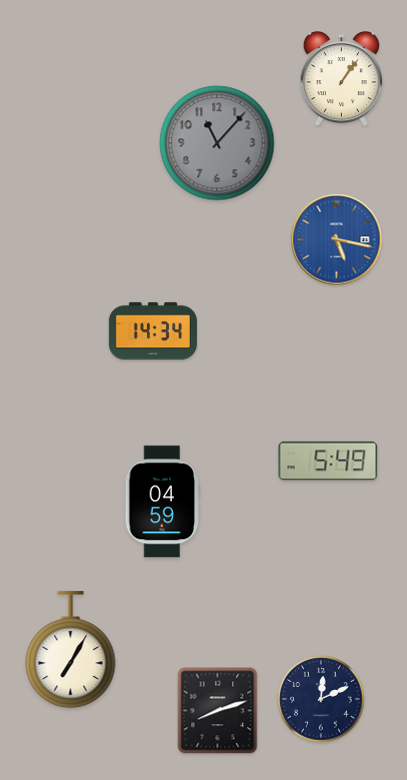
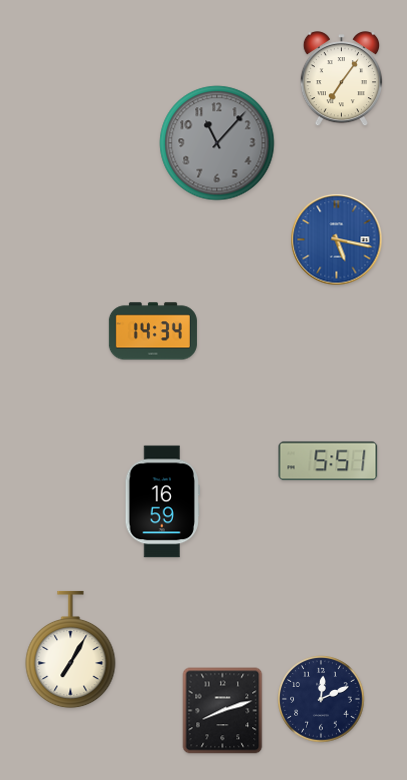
clock at (341, 80): 1:06 -> 7:06
clock at (328, 461): 5:49 -> 5:51
clock at (162, 502): 04:59 -> 16:59
clock at (218, 711) position: (218, 711) -> (223, 711)
